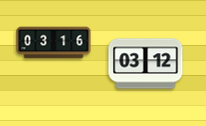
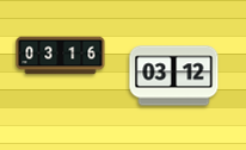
clock at (54, 43) position: (54, 43) -> (61, 56)
